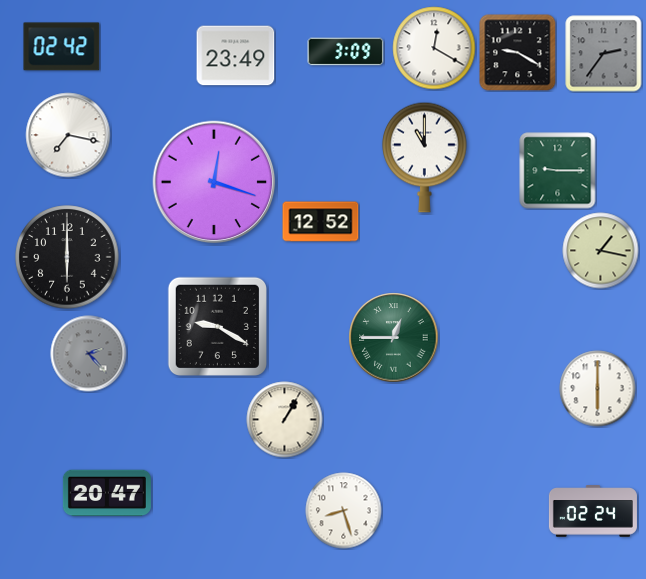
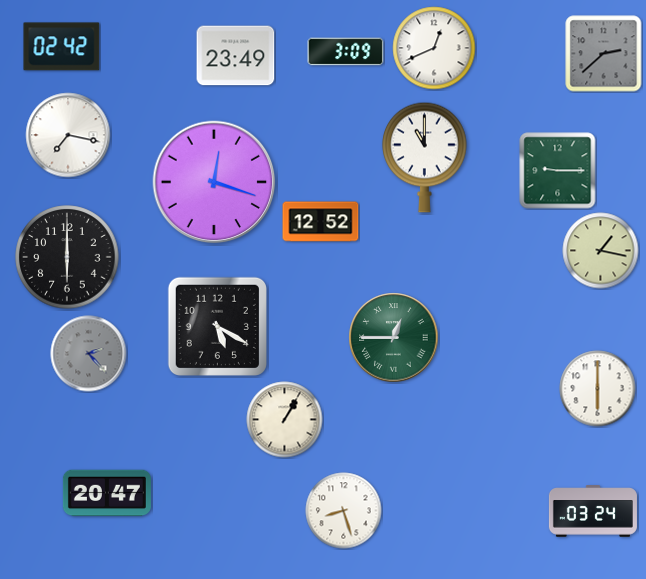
clock at (434, 48): 12:20 -> 12:41
clock at (518, 53): 9:20 -> none
clock at (604, 54): 2:36 -> 2:38
clock at (217, 326): 9:20 -> 5:20
clock at (593, 511): 02:24 -> 03:24
